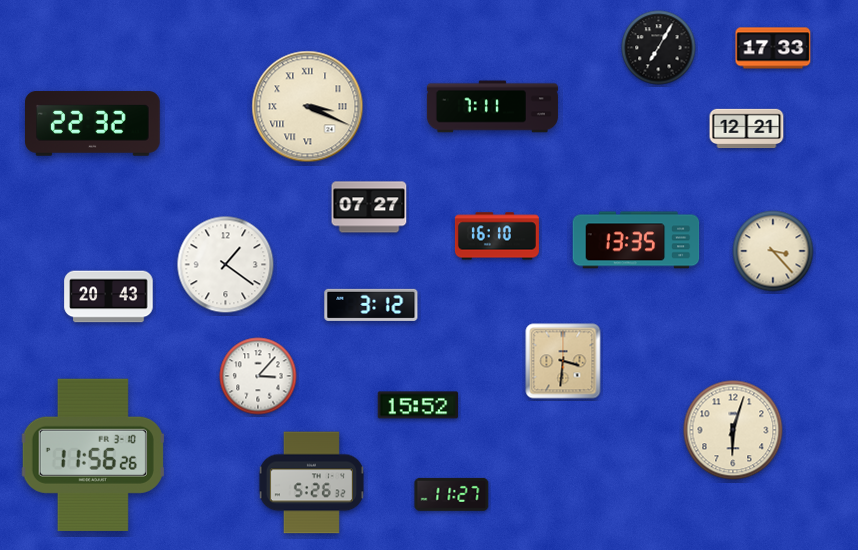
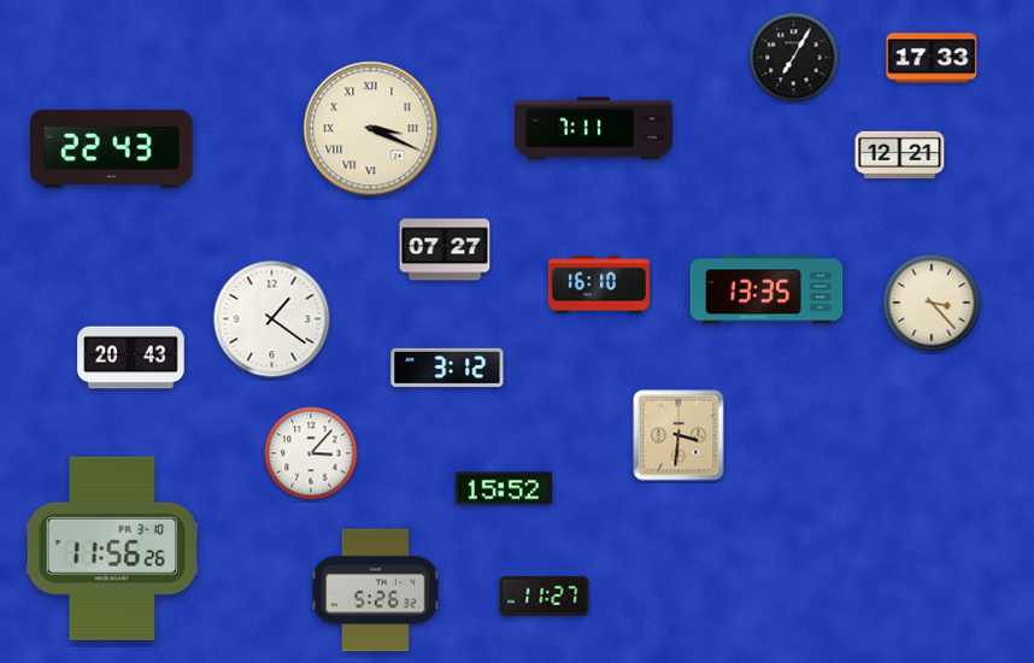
clock at (93, 123): 22:32 -> 22:43
clock at (733, 430): 6:03 -> none
clock at (311, 483) position: (311, 483) -> (375, 591)
